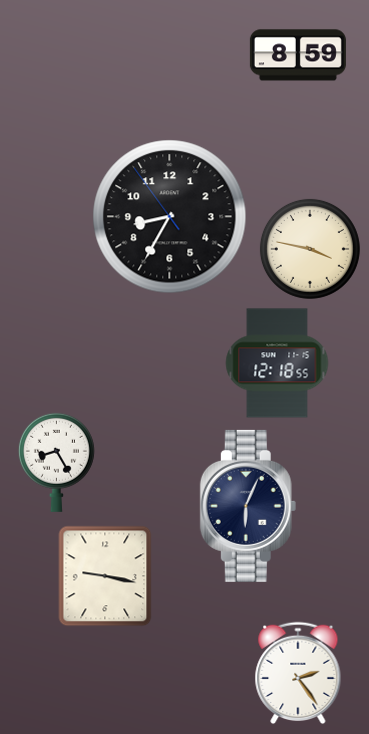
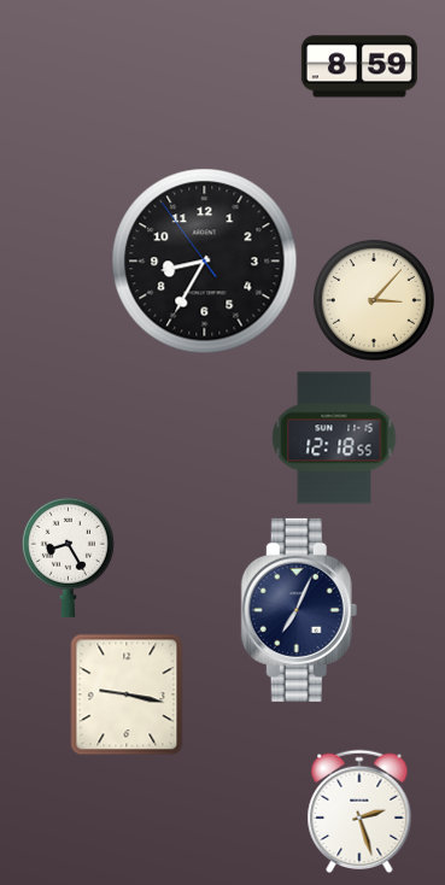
clock at (310, 249): 3:47 -> 3:07
clock at (248, 506): 6:04 -> 7:04
clock at (298, 673): 2:24 -> 2:27
